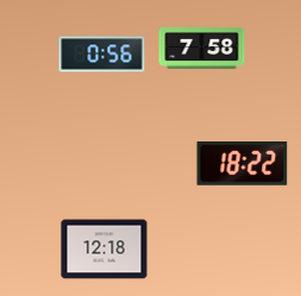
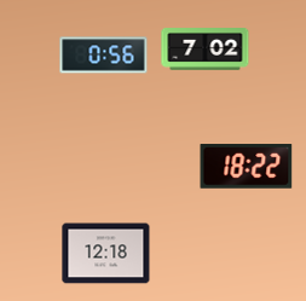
clock at (202, 49): 7:58 -> 7:02
